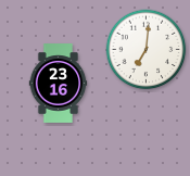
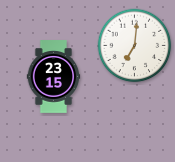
clock at (59, 84): 23:16 -> 23:15
